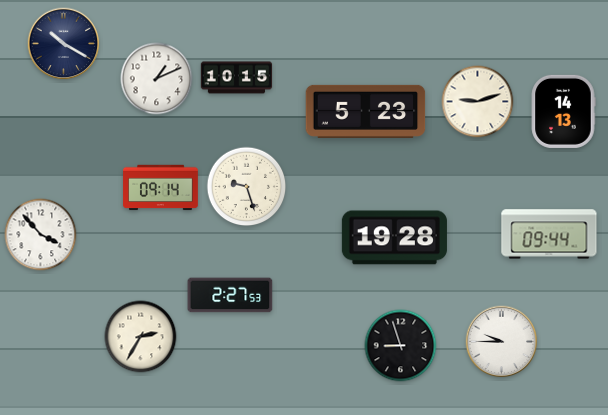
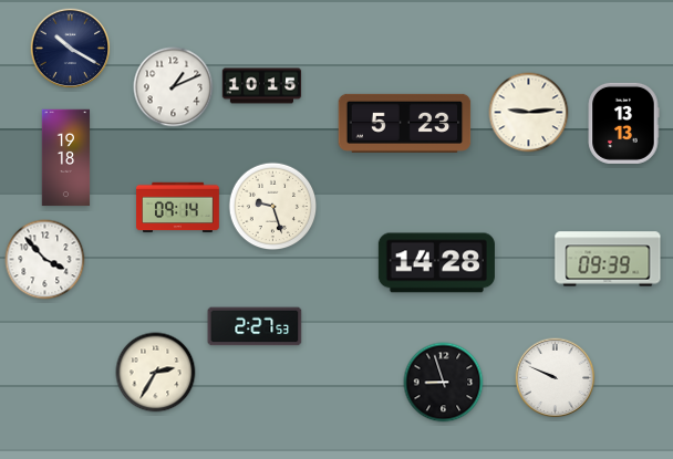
clock at (478, 102): 9:12 -> 9:14
clock at (563, 111): 14:13 -> 13:13
clock at (66, 158): none -> 19:18
clock at (549, 234): 09:44 -> 09:39
clock at (394, 238): 19:28 -> 14:28
clock at (502, 342): 9:45 -> 9:49
